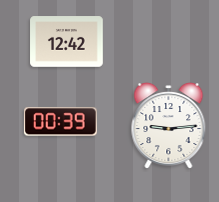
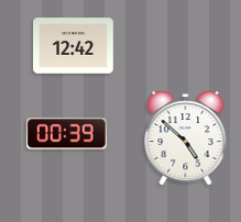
clock at (169, 126): 9:14 -> 4:52
